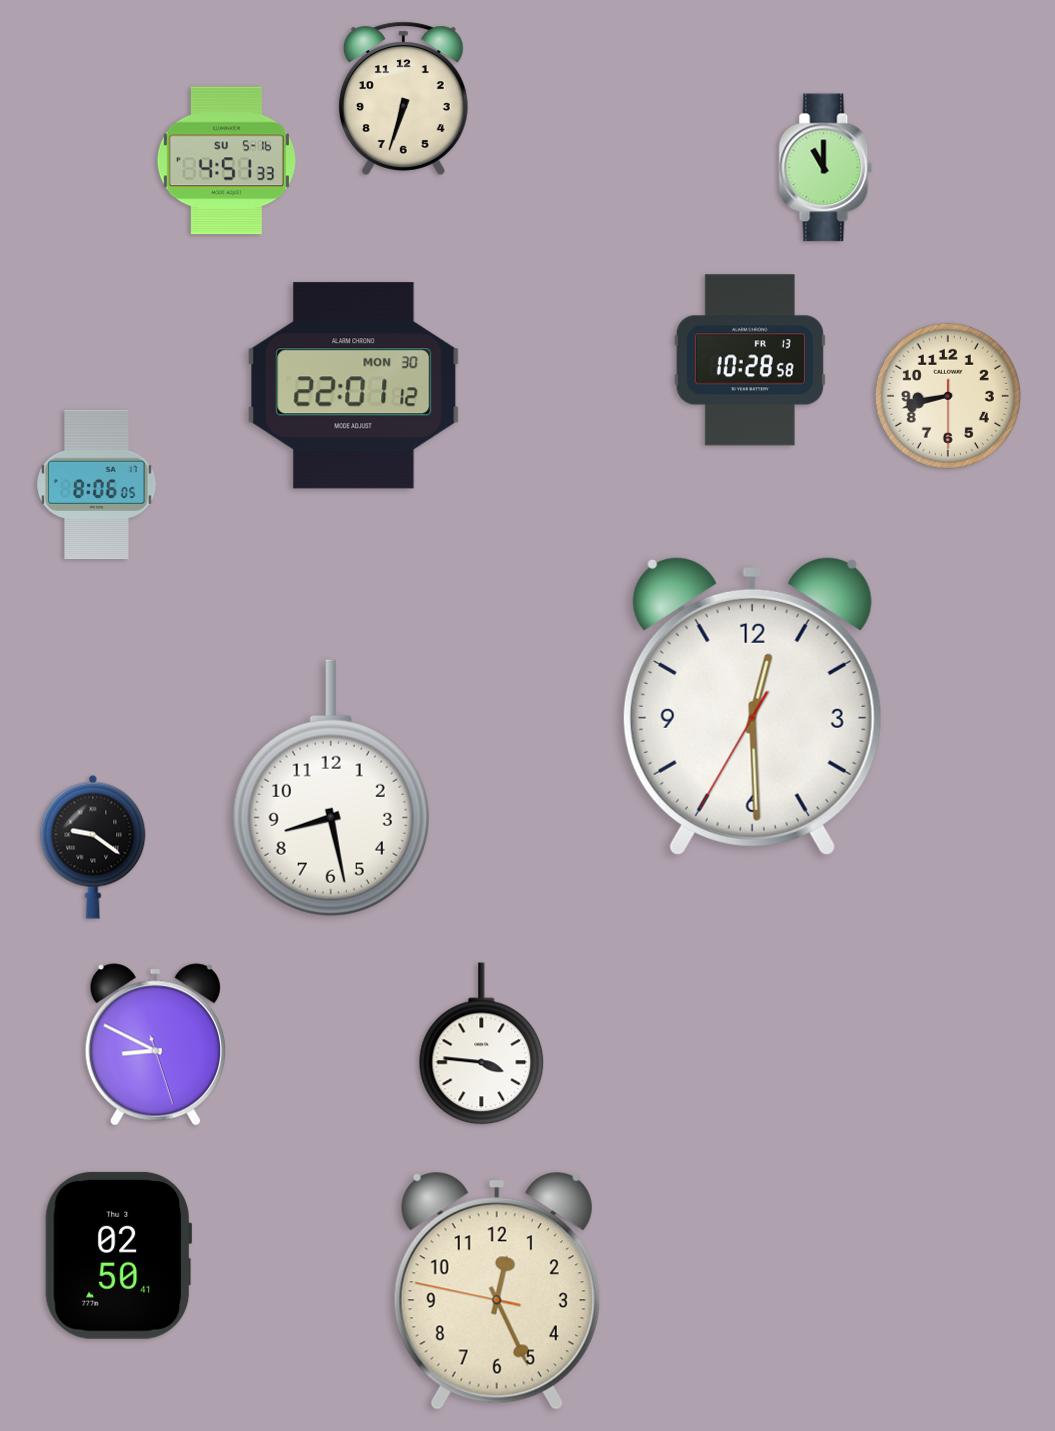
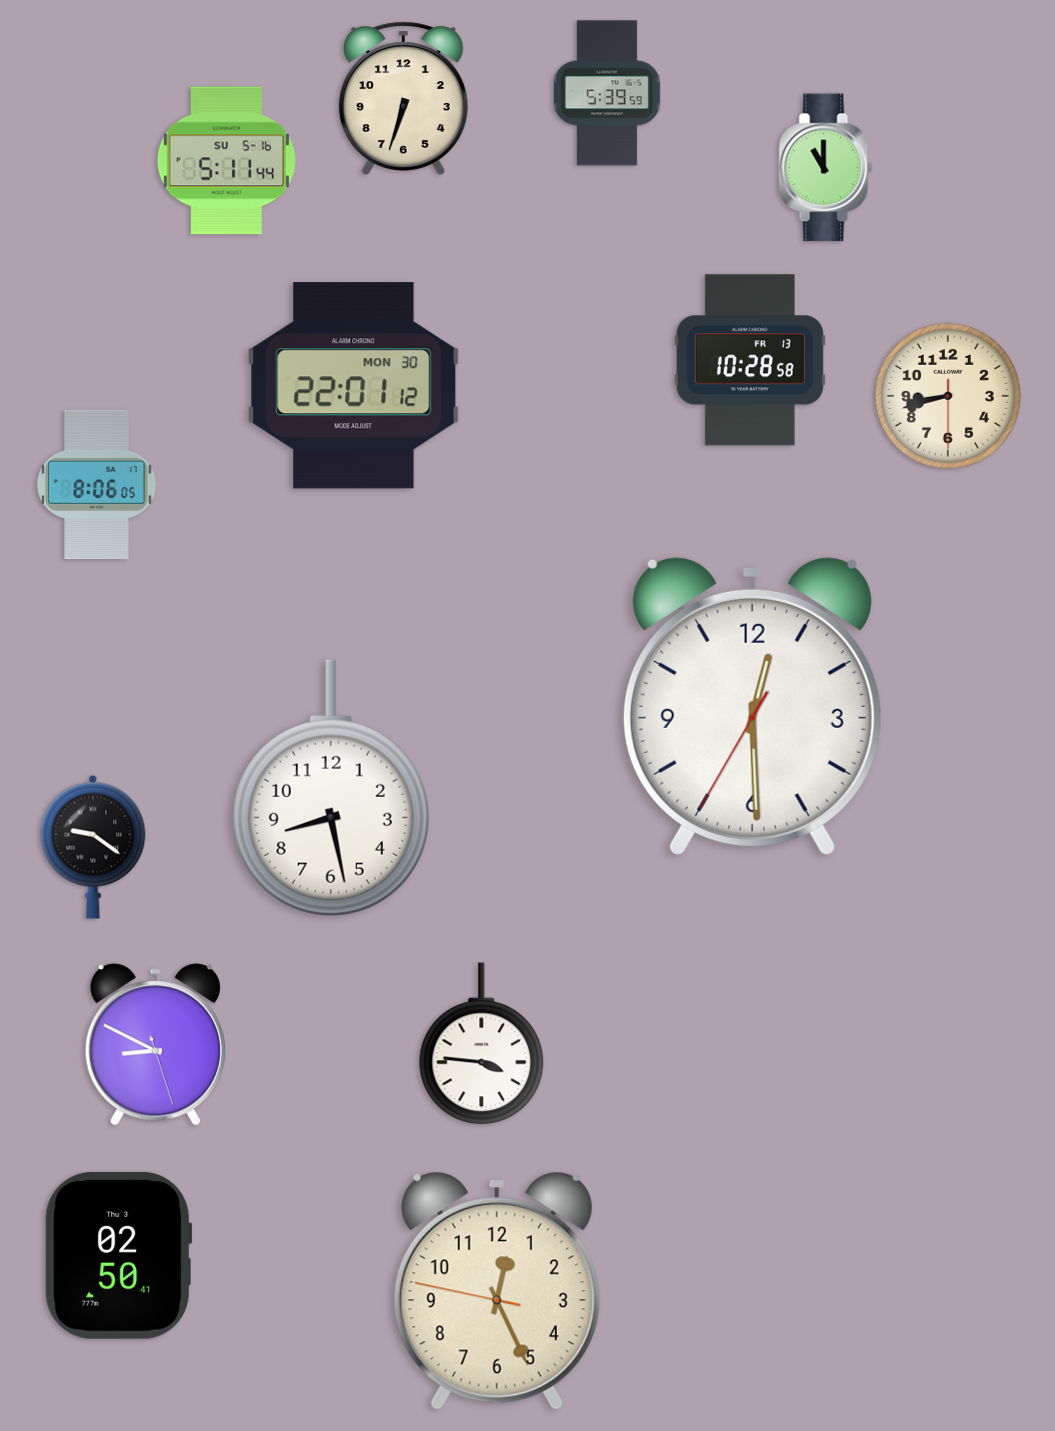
clock at (607, 93): none -> 5:39
clock at (226, 161): 4:51 -> 5:11
